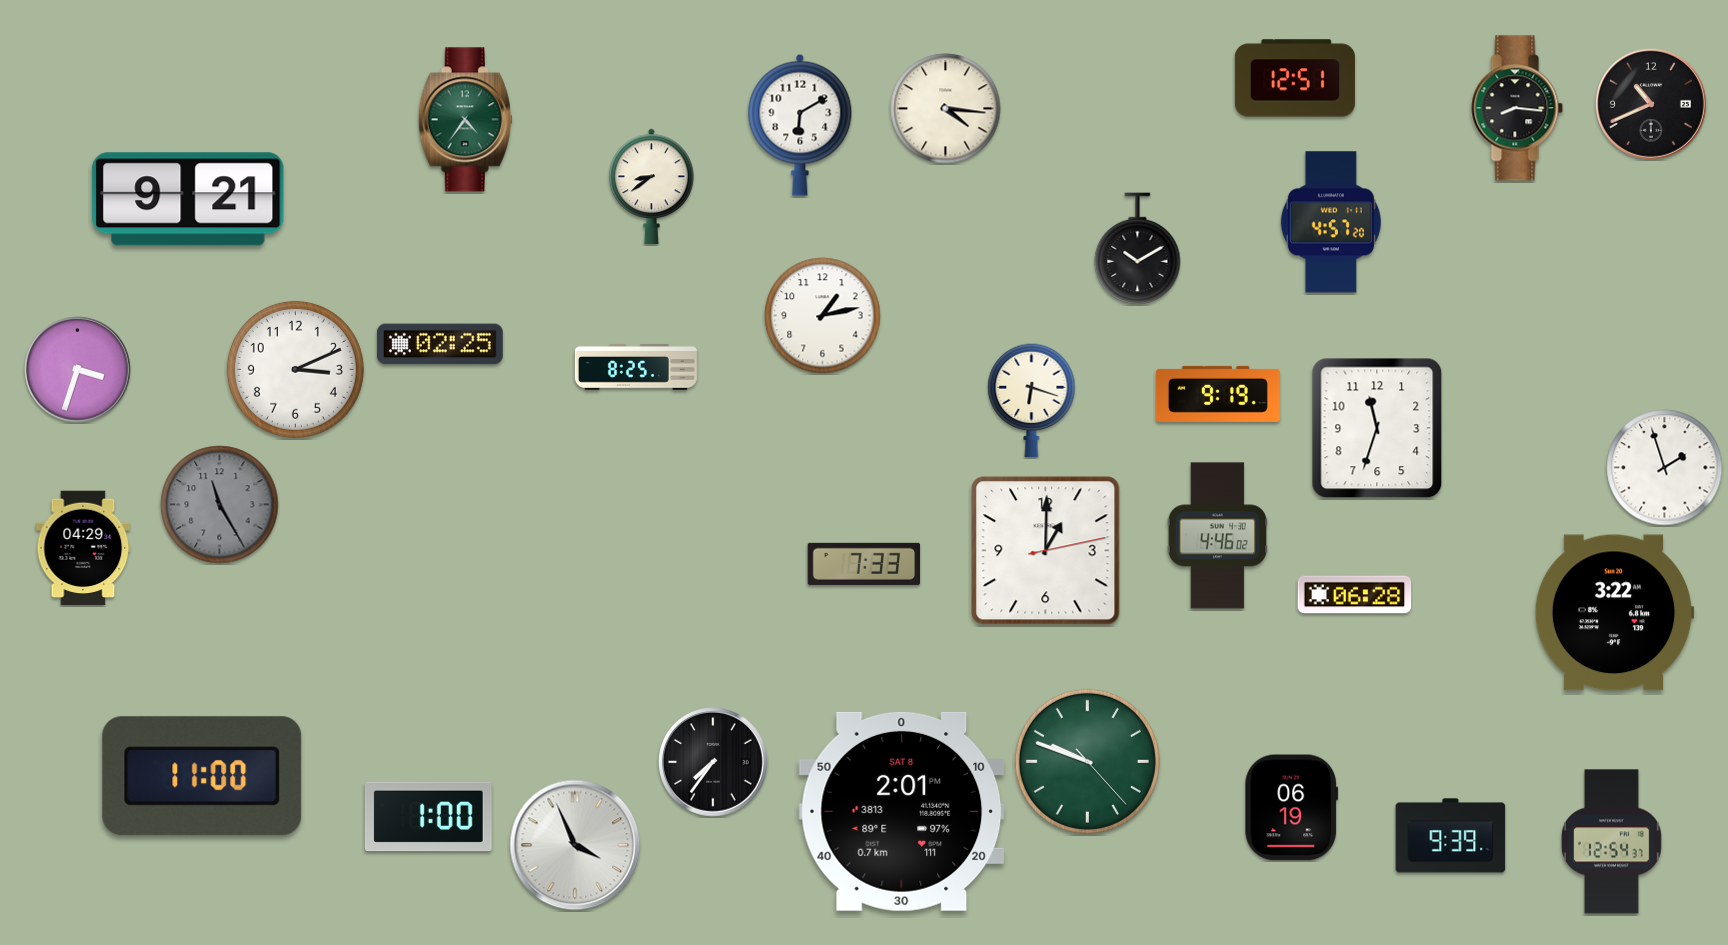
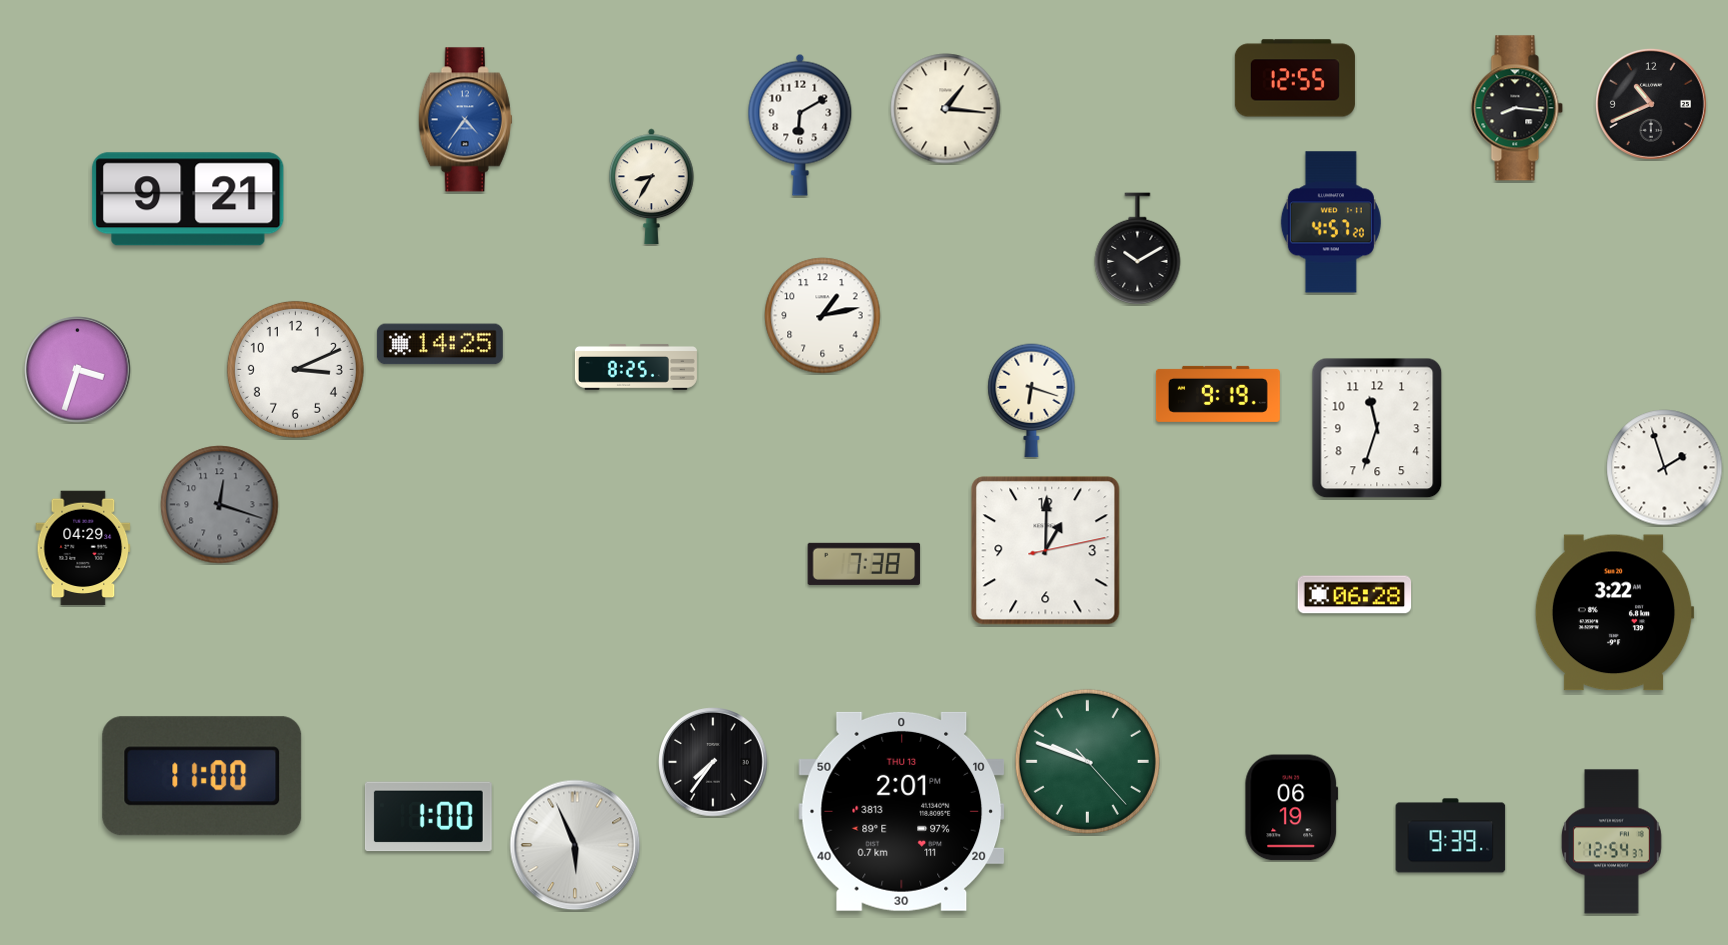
clock at (1295, 78): 12:51 -> 12:55
clock at (946, 109): 4:16 -> 1:16
clock at (465, 120) dial: green -> blue
clock at (652, 187): 8:39 -> 8:35
clock at (440, 344): 02:25 -> 14:25
clock at (220, 505): 11:25 -> 12:18
clock at (1217, 536): 4:46 -> none
clock at (864, 564): 7:33 -> 7:38
clock at (902, 811) date: SAT 8 -> THU 13
clock at (575, 845): 3:56 -> 5:56
